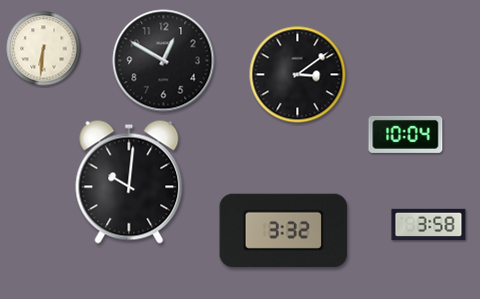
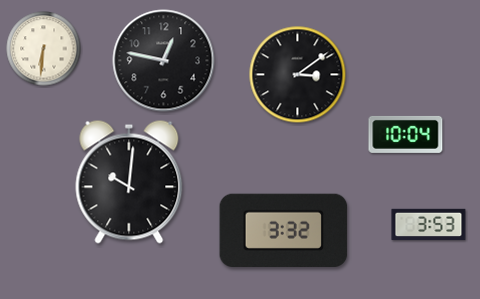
clock at (164, 61): 12:50 -> 12:47
clock at (429, 225): 3:58 -> 3:53
